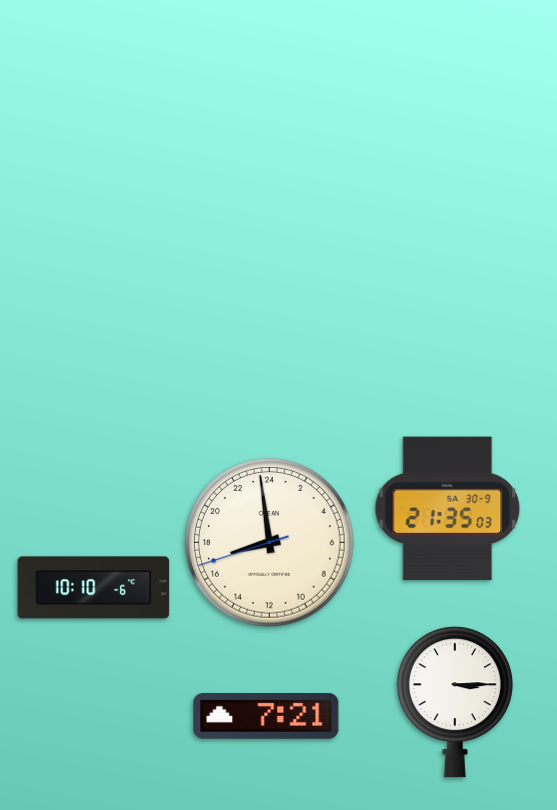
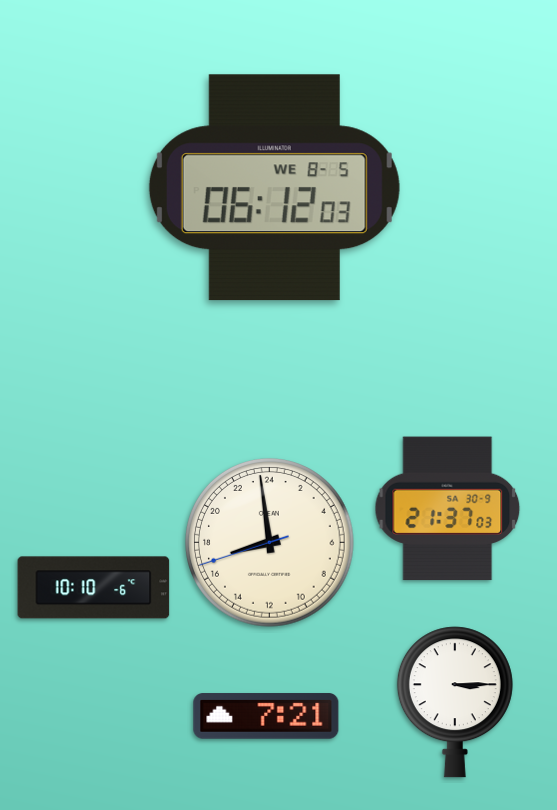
clock at (274, 188): none -> 06:12
clock at (448, 509): 21:35 -> 21:37
